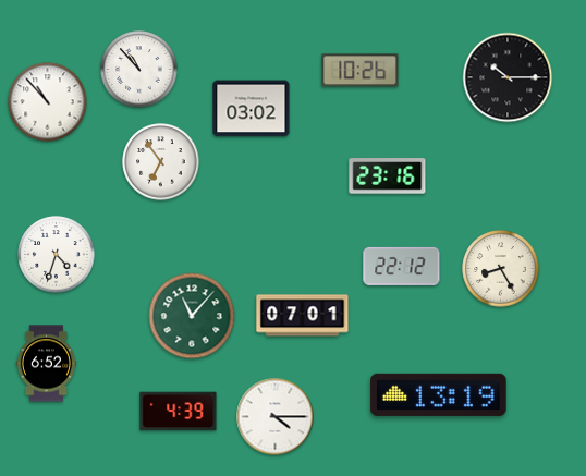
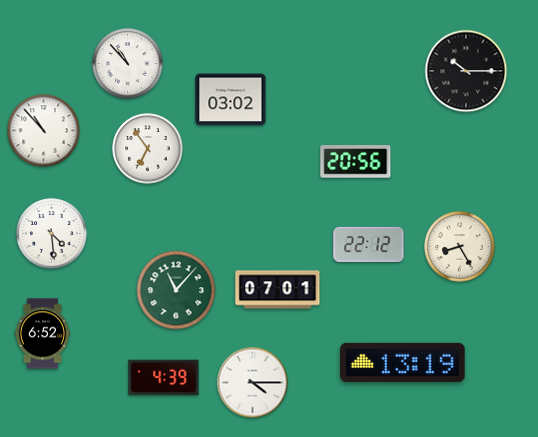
clock at (361, 71): 10:26 -> none
clock at (48, 102) position: (48, 102) -> (44, 131)
clock at (388, 176): 23:16 -> 20:56
clock at (57, 255): 4:33 -> 4:29
